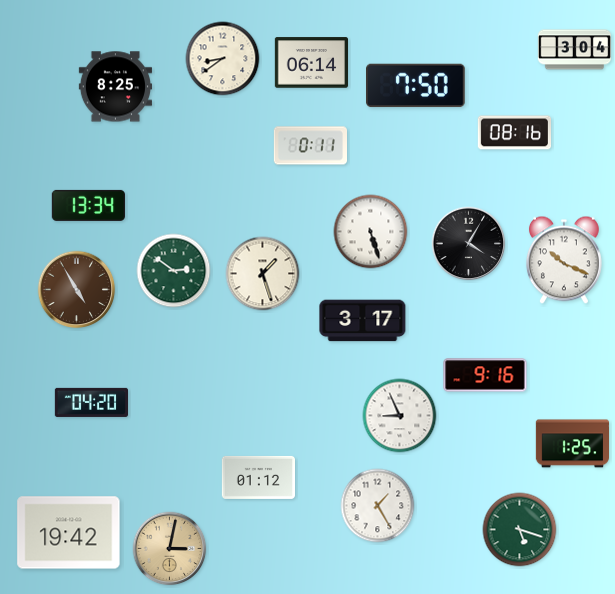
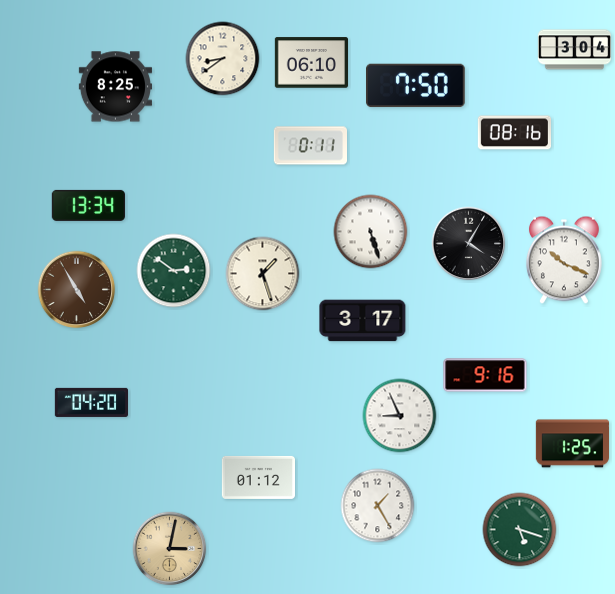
clock at (311, 63): 06:14 -> 06:10
clock at (69, 533): 19:42 -> none
